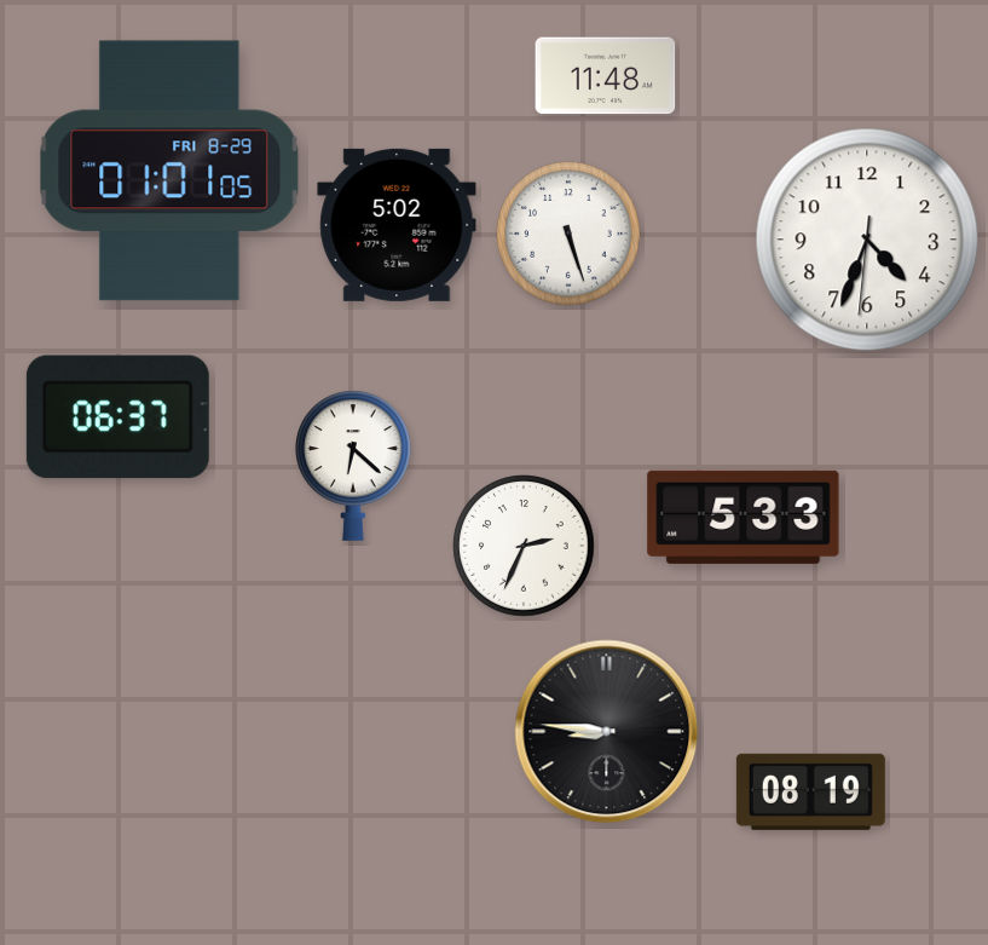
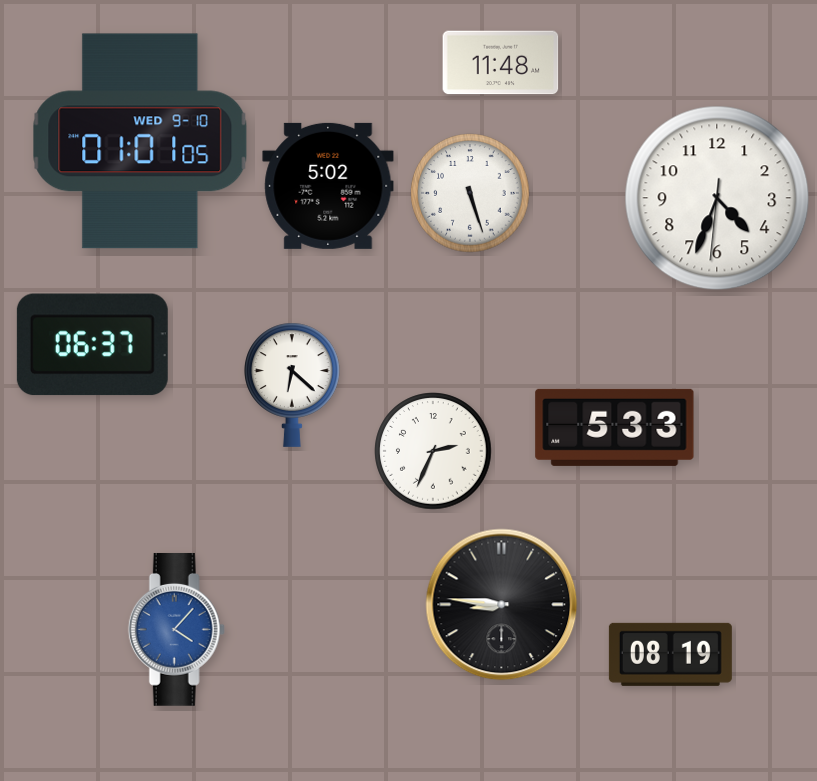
clock at (169, 171) date: FRI 8-29 -> WED 9-10
clock at (117, 417) position: (117, 417) -> (92, 345)
clock at (176, 630): none -> 4:07
